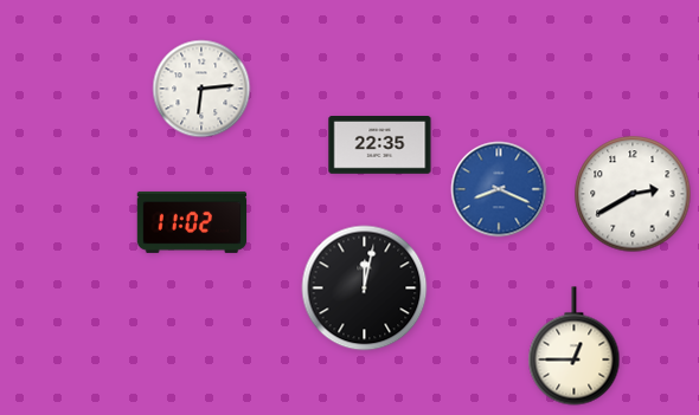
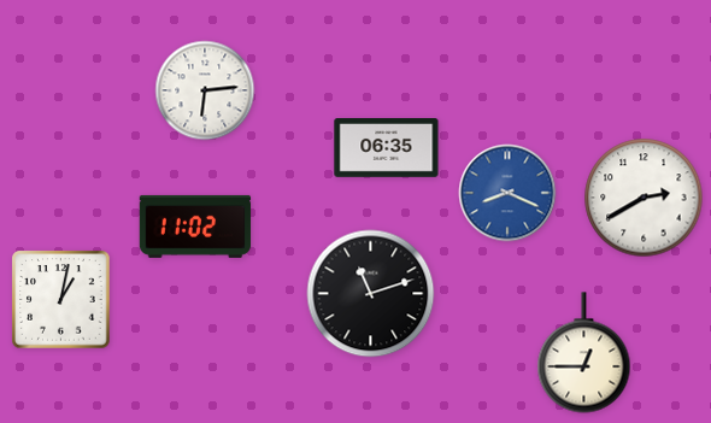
clock at (380, 145): 22:35 -> 06:35
clock at (365, 288): 12:02 -> 11:12
clock at (61, 300): none -> 1:02
